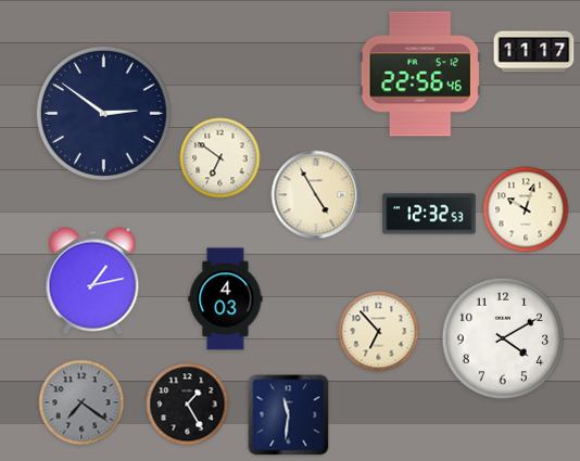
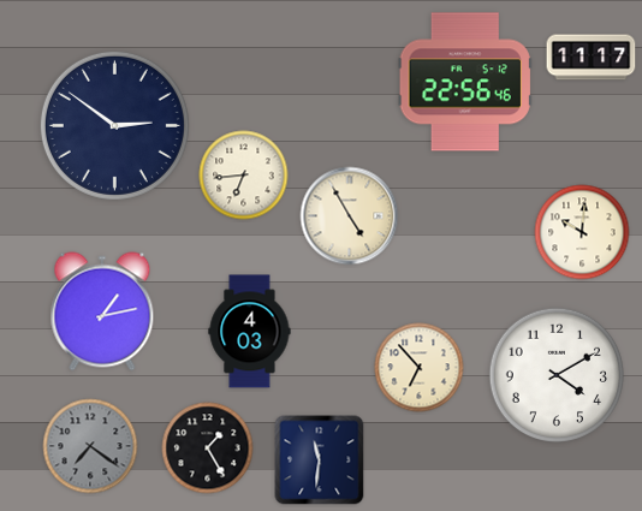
clock at (220, 158): 6:51 -> 6:44
clock at (526, 209): 10:03 -> 10:01
clock at (429, 214): 12:32 -> none
